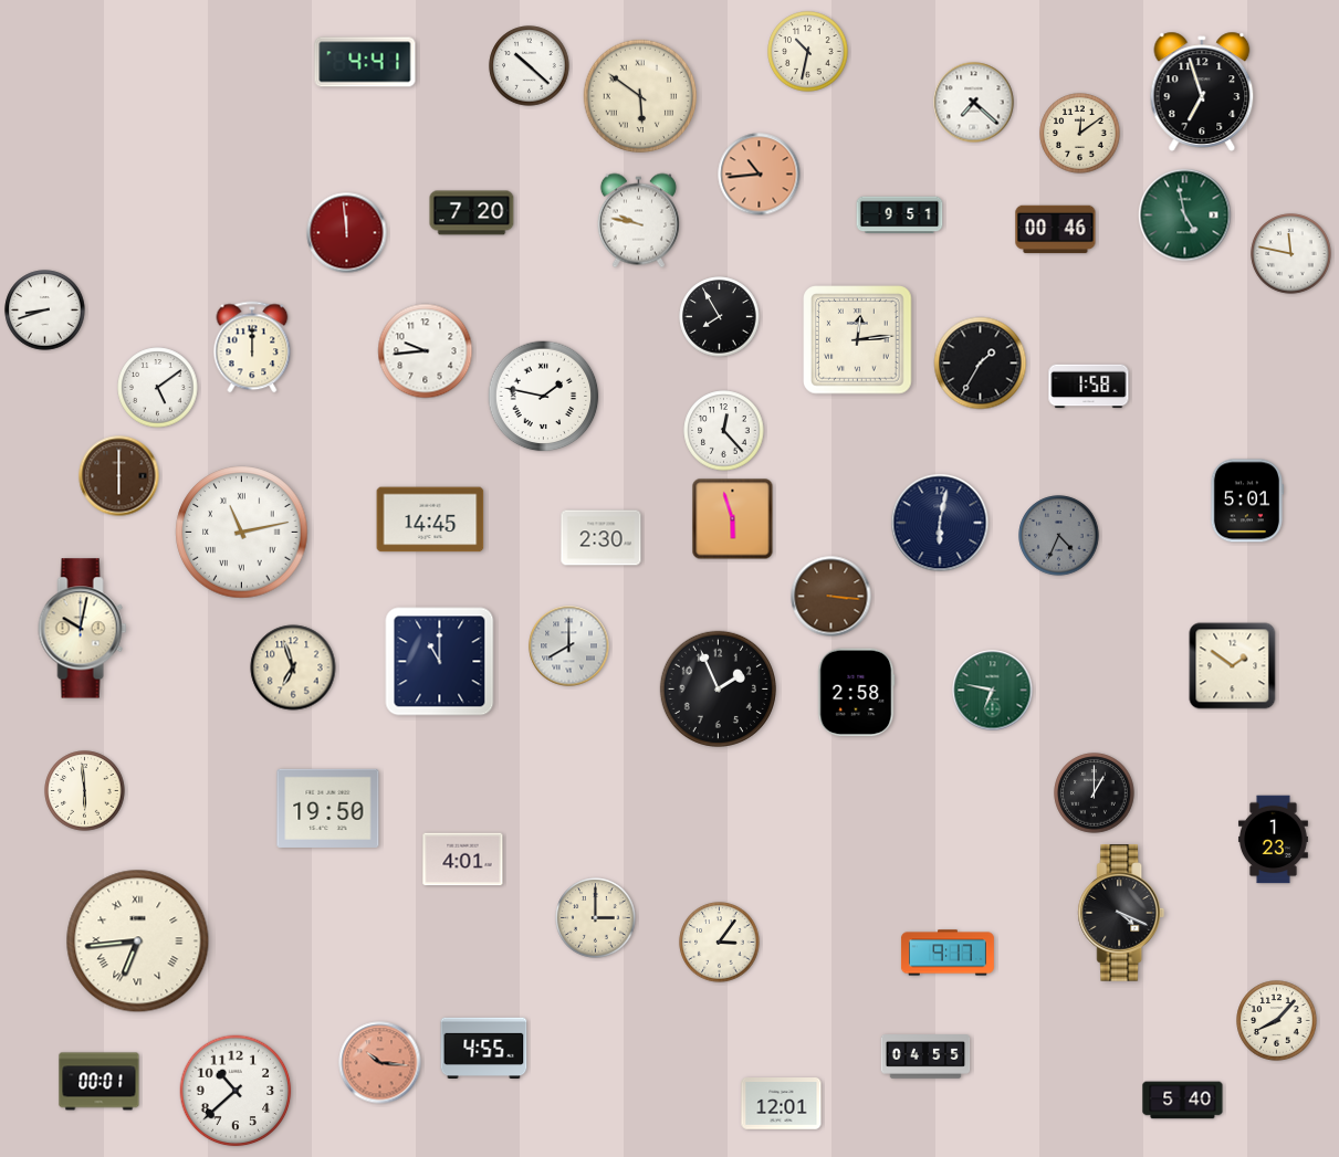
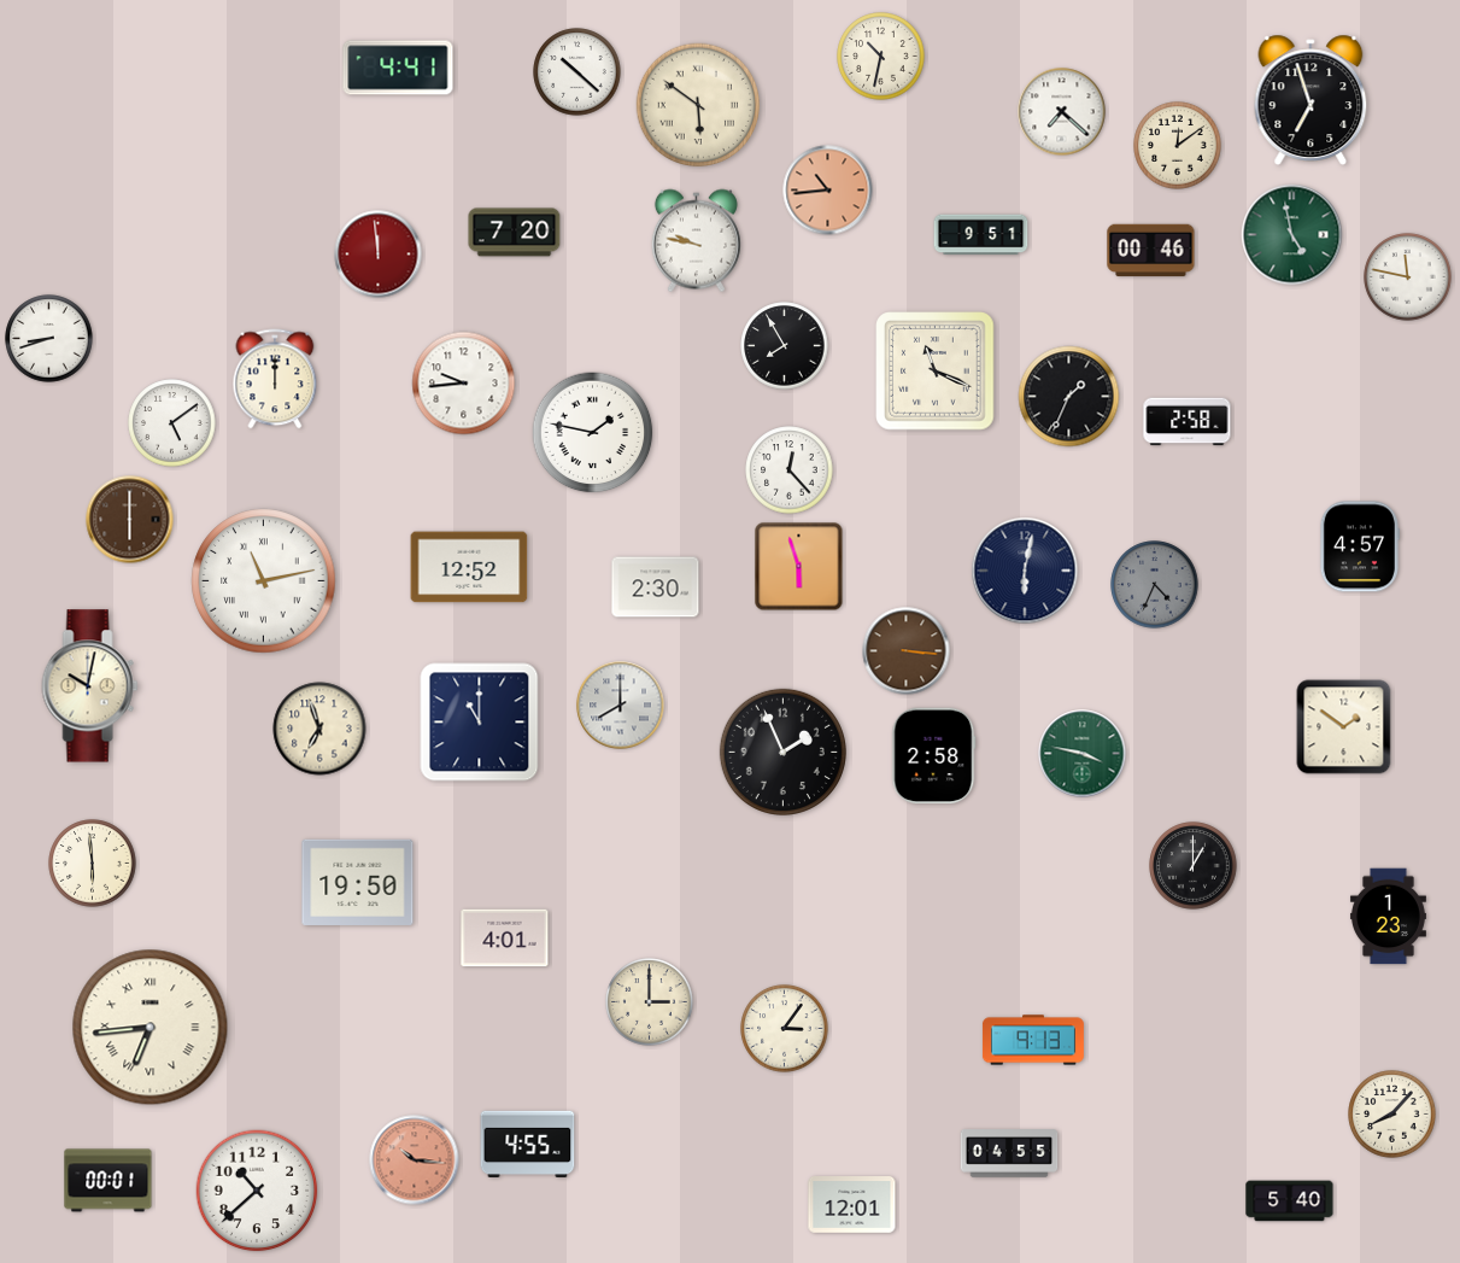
clock at (858, 340): 12:14 -> 11:19
clock at (981, 364): 1:35 -> 1:34
clock at (1089, 387): 1:58 -> 2:58
clock at (1246, 501): 5:01 -> 4:57
clock at (430, 519): 14:45 -> 12:52
clock at (993, 691): 6:47 -> 3:47
clock at (1121, 913): 4:19 -> none
clock at (948, 953): 9:17 -> 9:13
